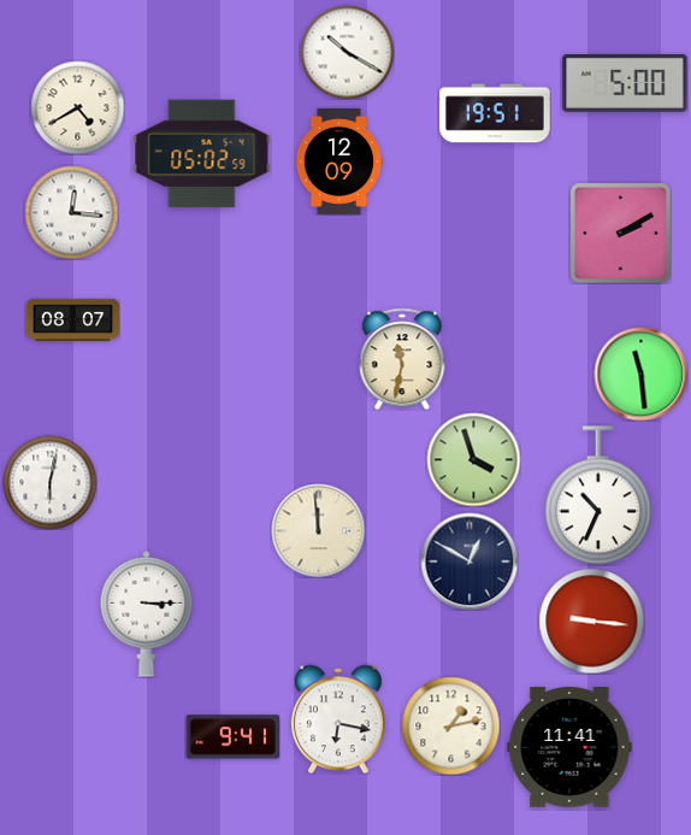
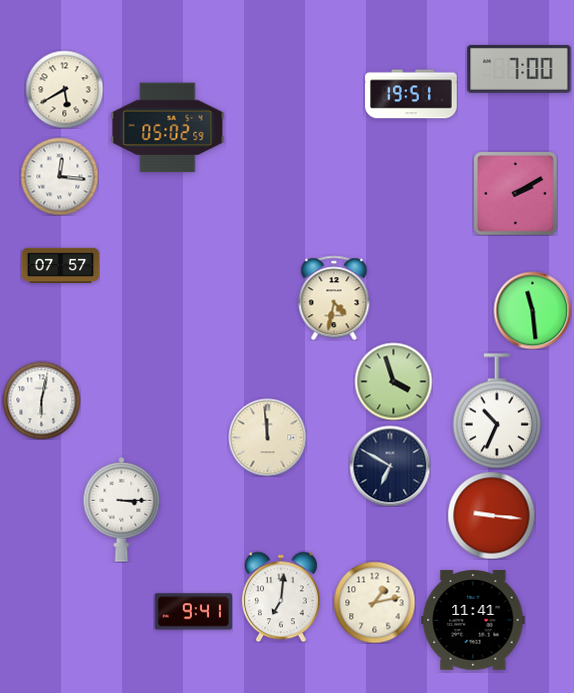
clock at (347, 52): 10:20 -> none
clock at (625, 83): 5:00 -> 7:00
clock at (77, 107): 4:40 -> 5:40
clock at (339, 161): 12:09 -> none
clock at (72, 321): 08:07 -> 07:57
clock at (402, 359): 11:32 -> 4:32
clock at (318, 530) position: (318, 530) -> (267, 437)
clock at (469, 561): 12:50 -> 6:50
clock at (339, 719): 6:17 -> 7:01
